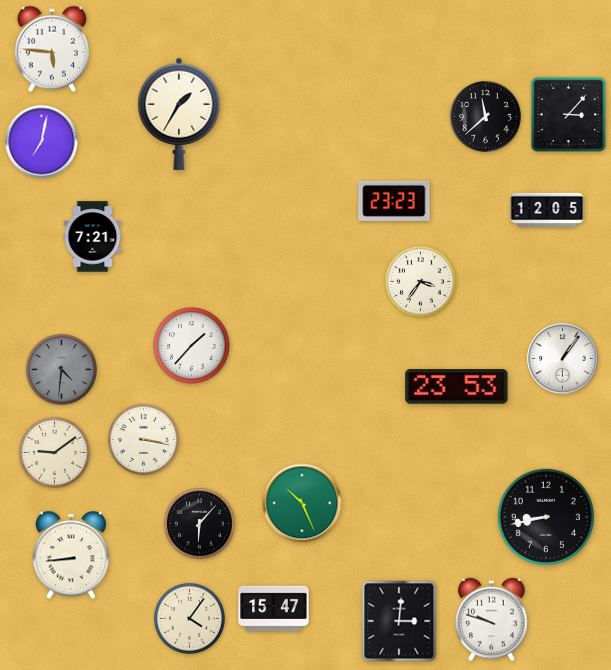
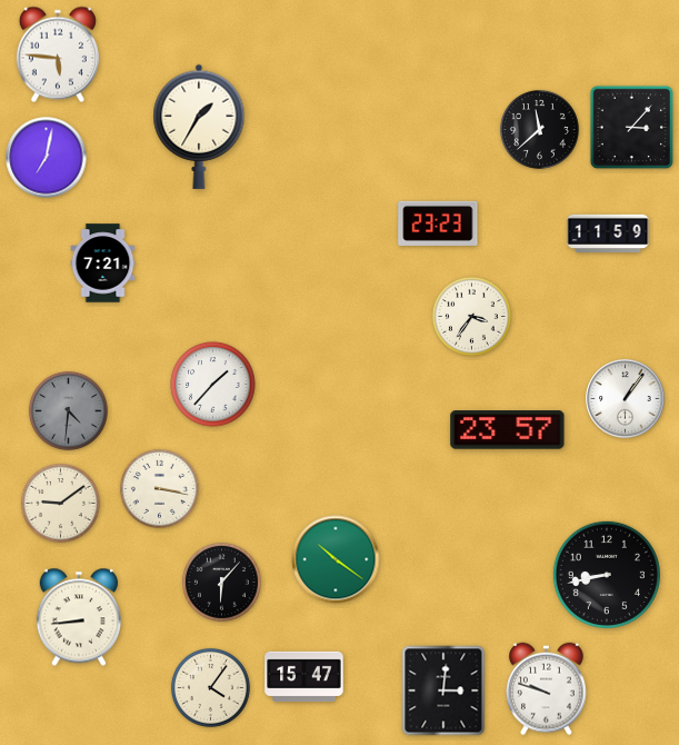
clock at (547, 209): 12:05 -> 11:59
clock at (420, 281) position: (420, 281) -> (471, 316)
clock at (457, 387): 23:53 -> 23:57
clock at (302, 503): 10:26 -> 10:21
